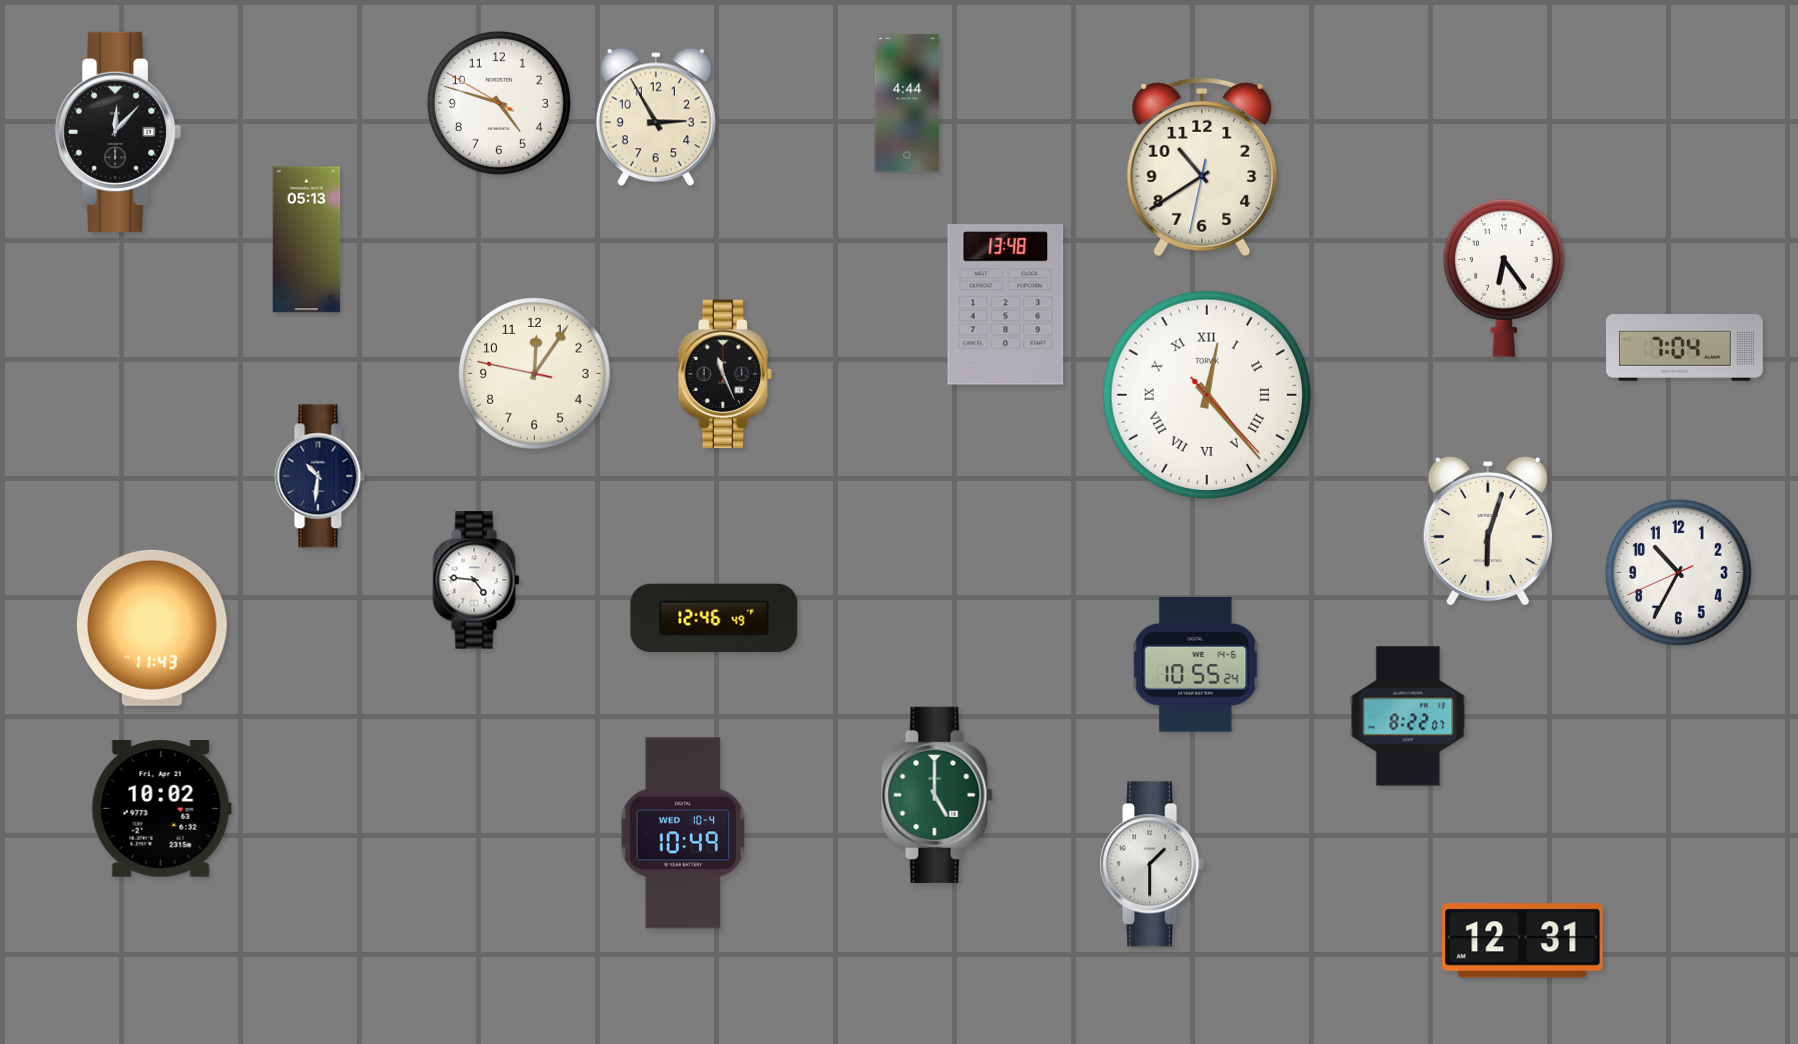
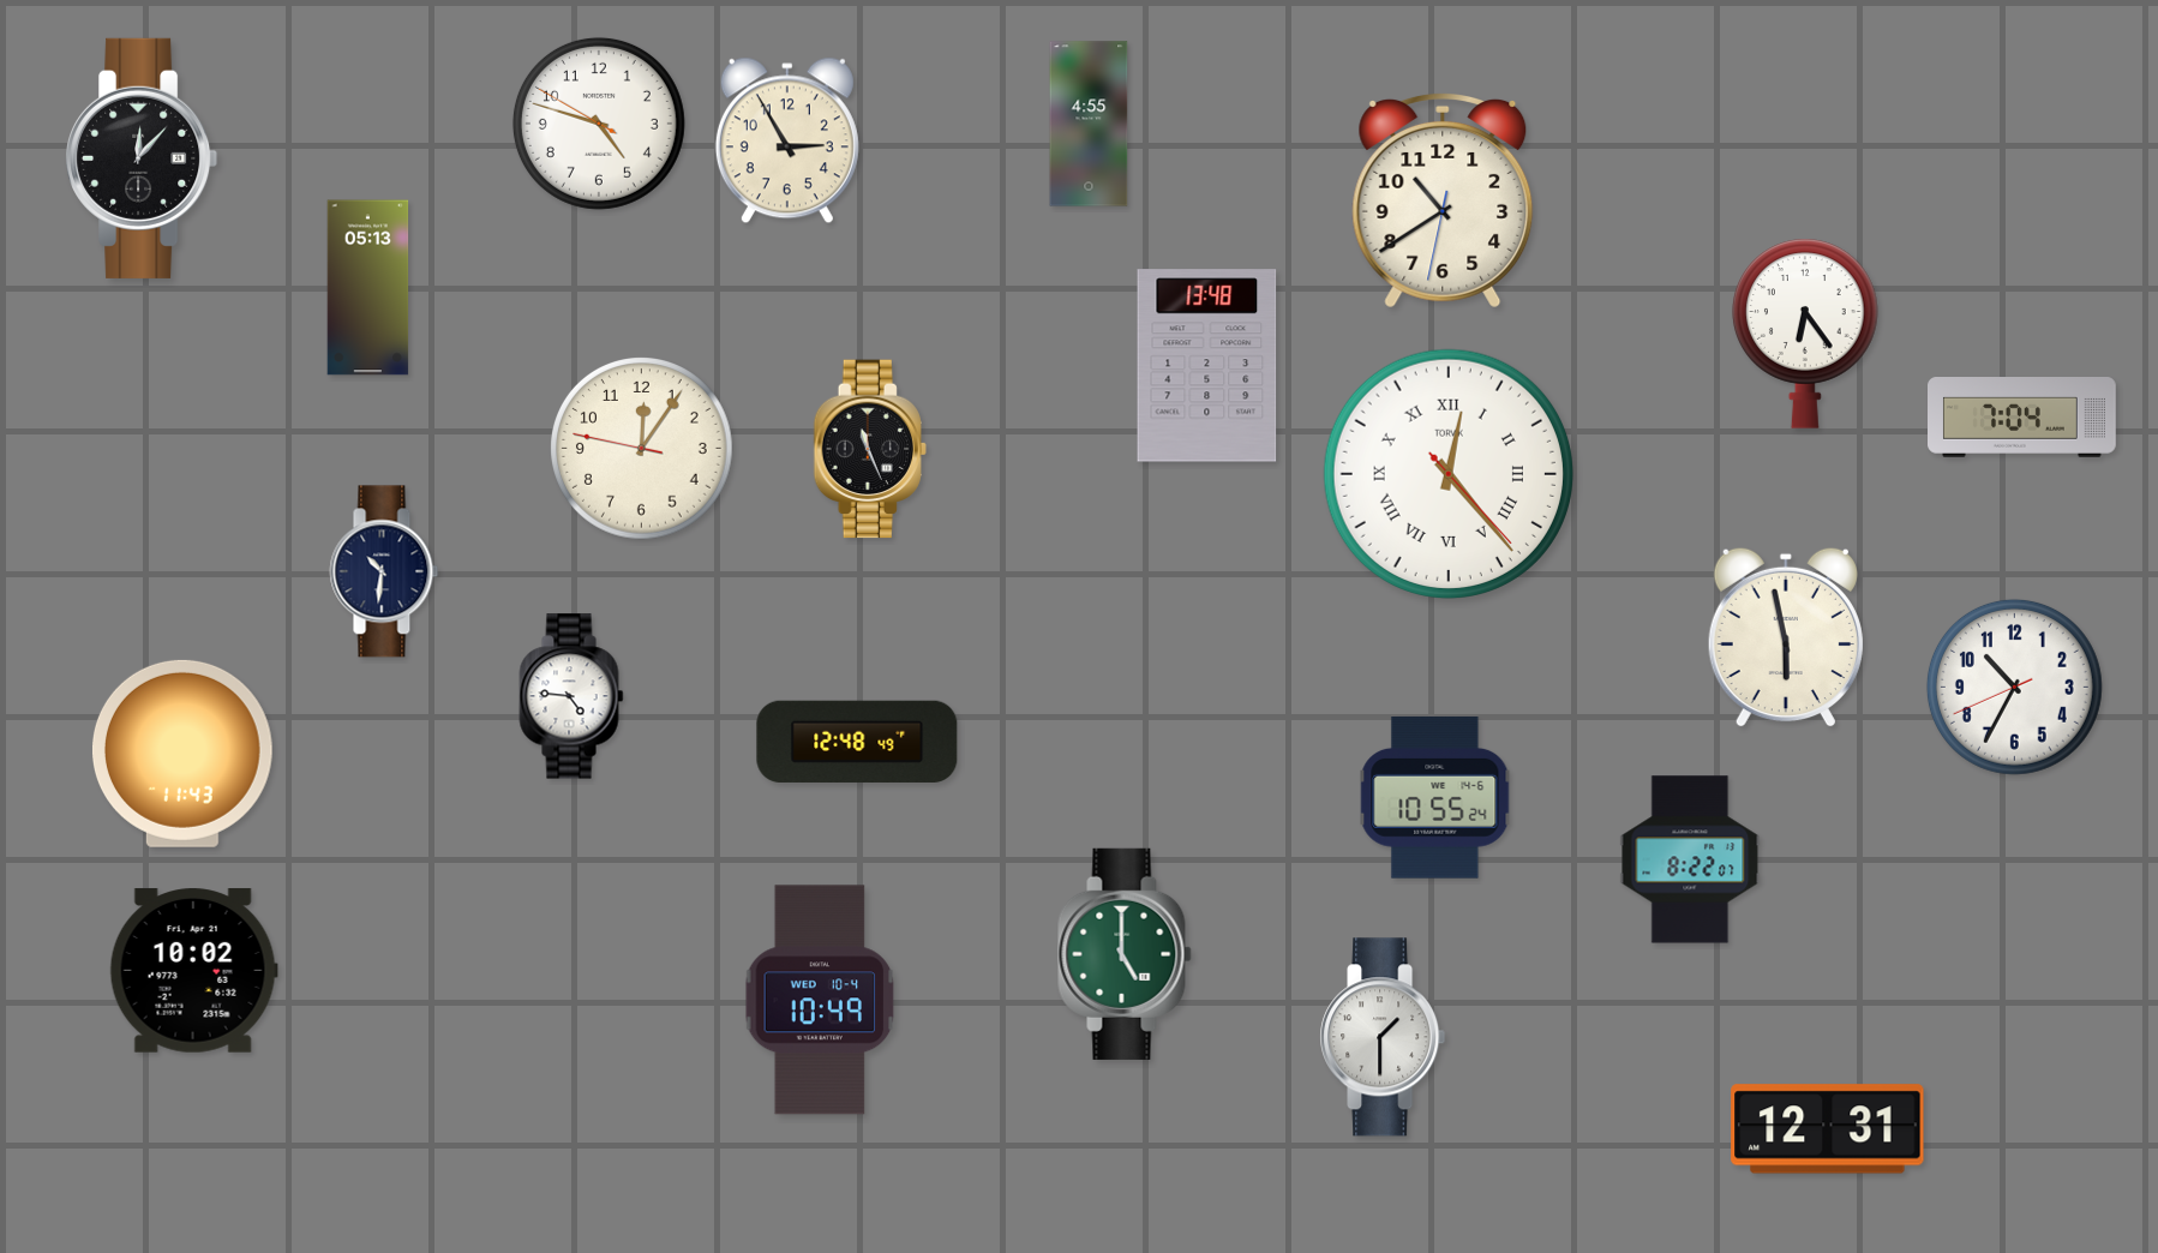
clock at (907, 103): 4:44 -> 4:55
clock at (1488, 531): 6:03 -> 5:58
clock at (714, 618): 12:46 -> 12:48
